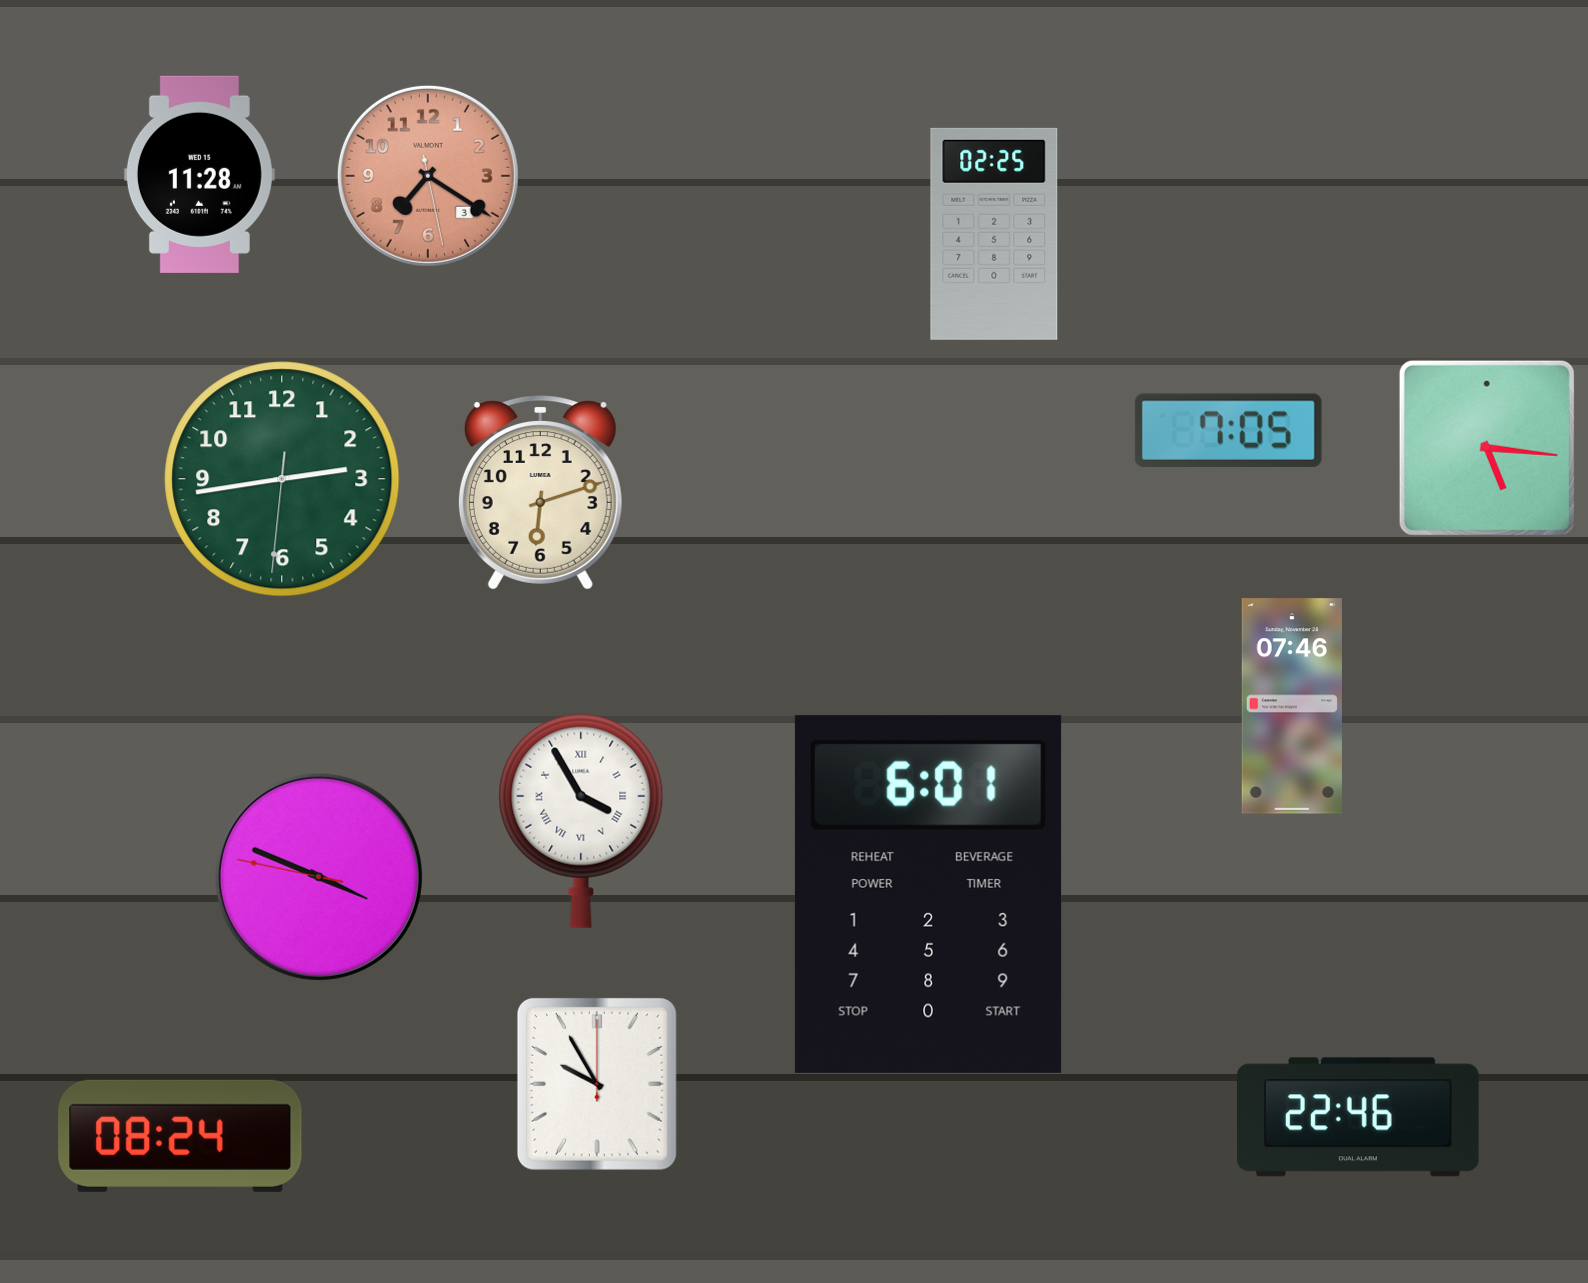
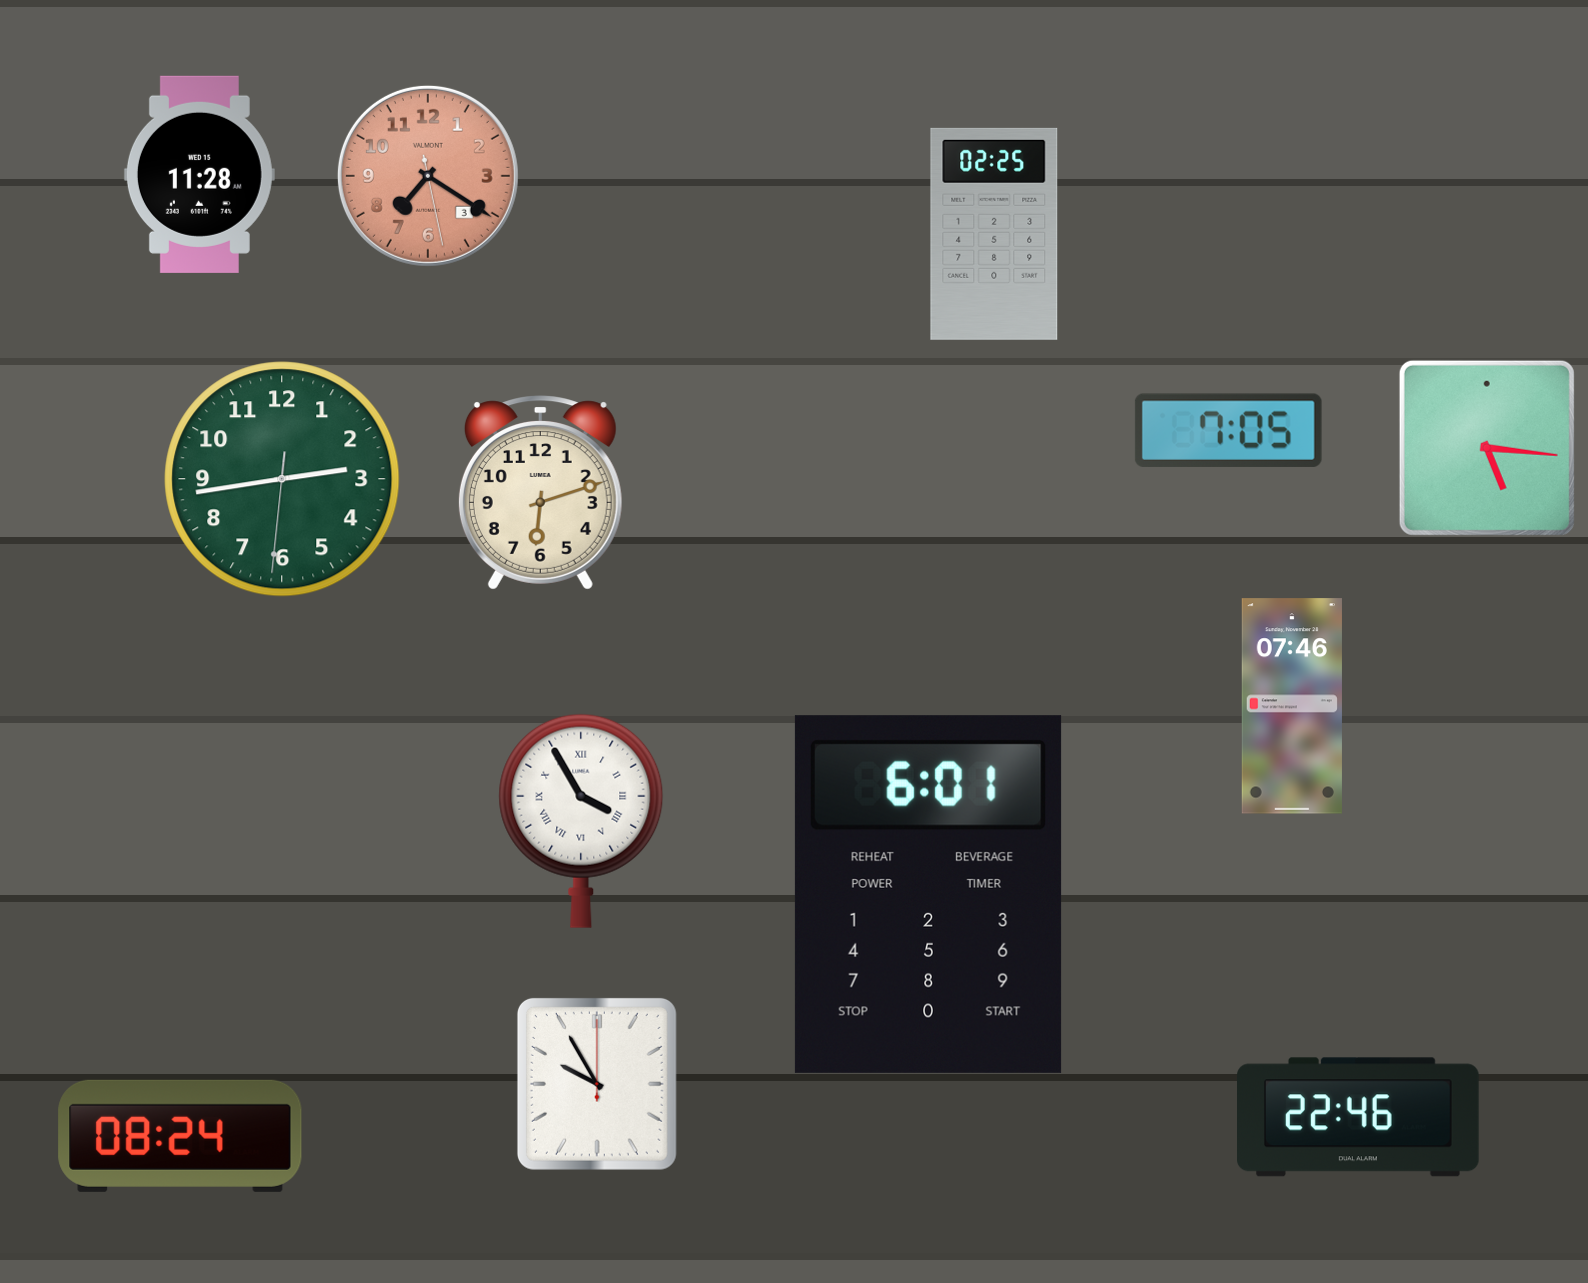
clock at (319, 877): 3:48 -> none
